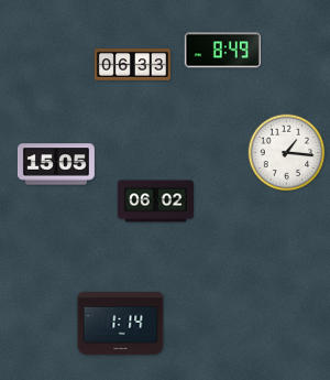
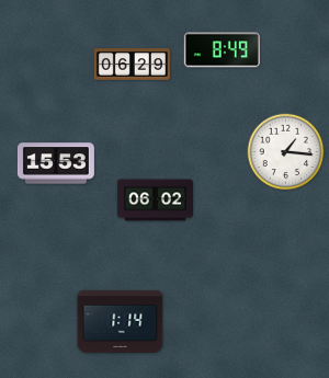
clock at (132, 65): 06:33 -> 06:29
clock at (56, 164): 15:05 -> 15:53
